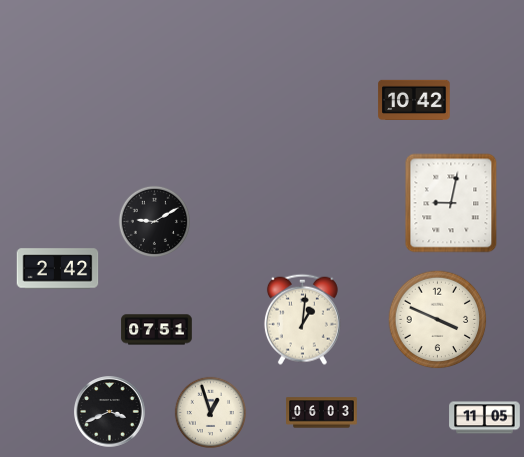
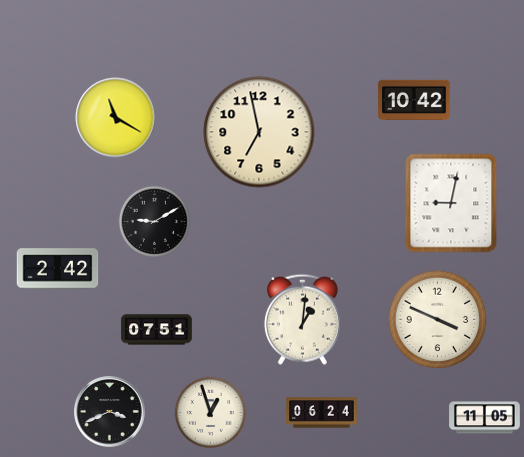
clock at (116, 118): none -> 11:20
clock at (259, 132): none -> 6:58
clock at (322, 413): 06:03 -> 06:24
